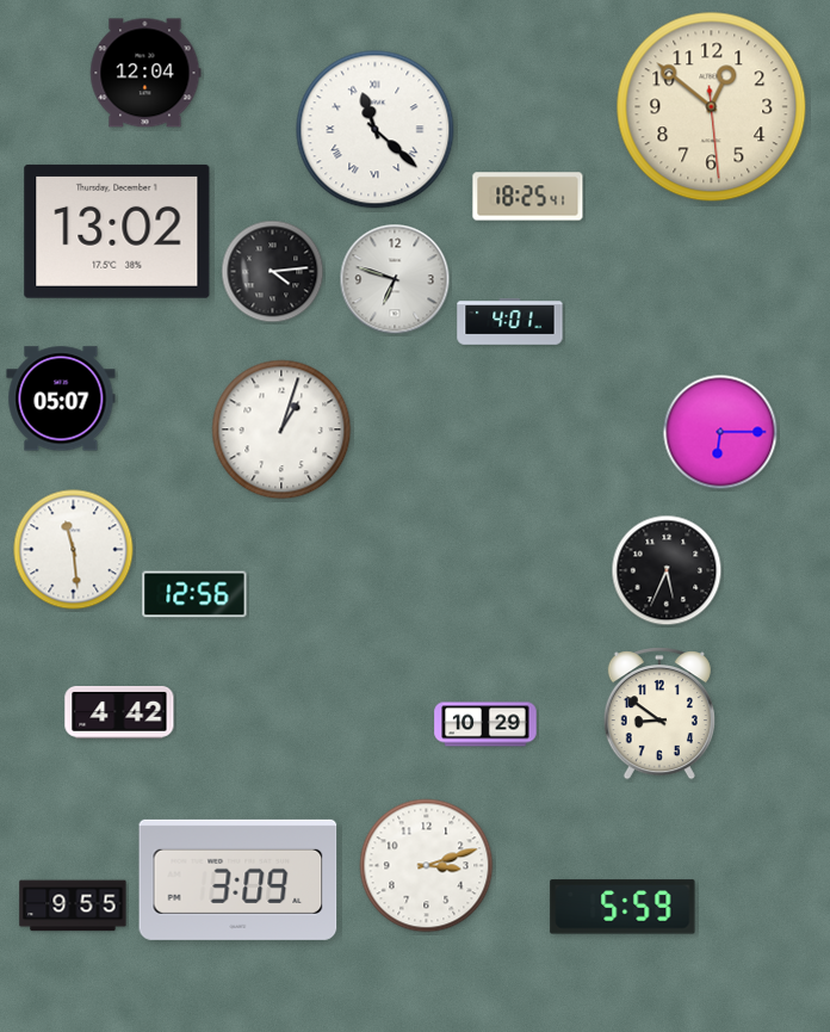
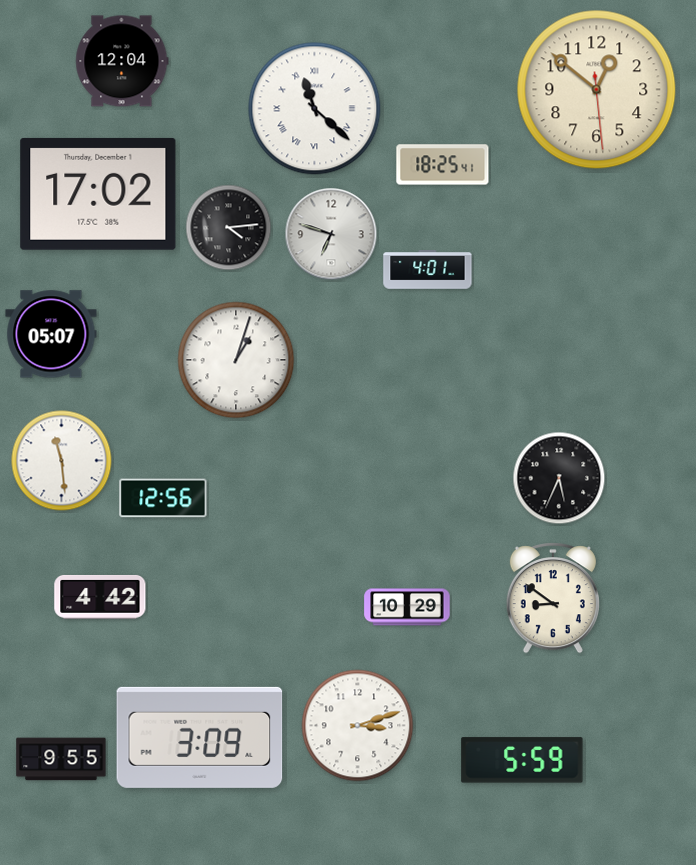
clock at (117, 231): 13:02 -> 17:02
clock at (720, 432): 6:15 -> none
